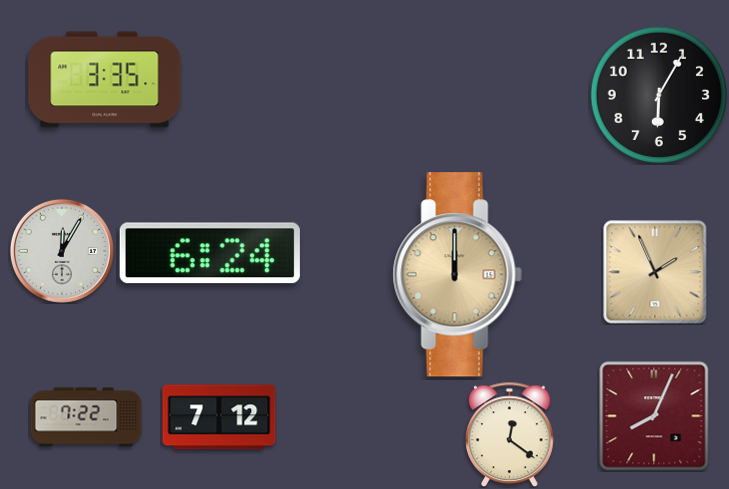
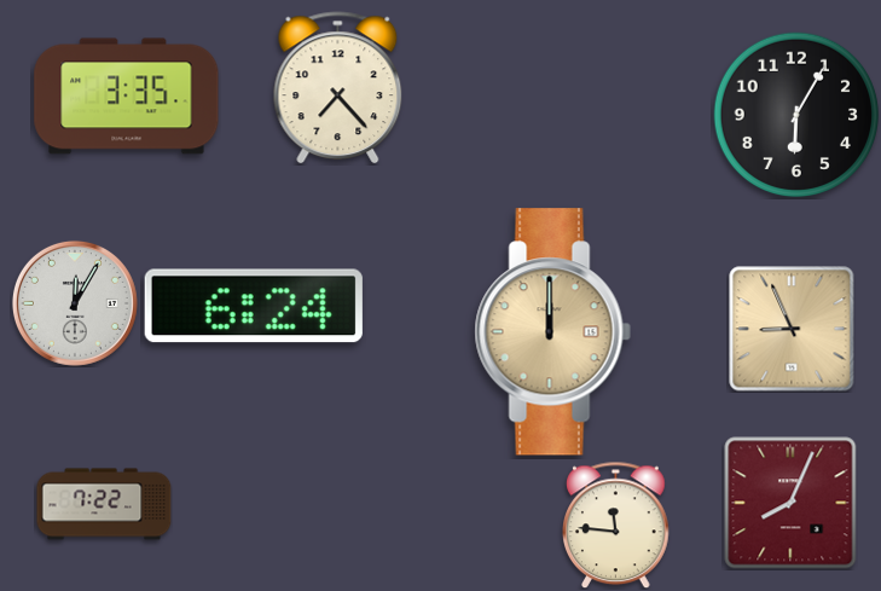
clock at (338, 88): none -> 7:23
clock at (655, 272): 1:56 -> 8:56
clock at (219, 417): 7:12 -> none
clock at (510, 434): 12:21 -> 11:46
